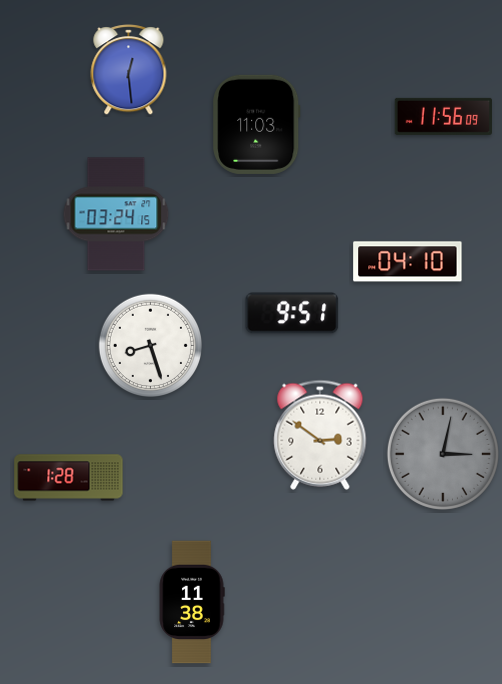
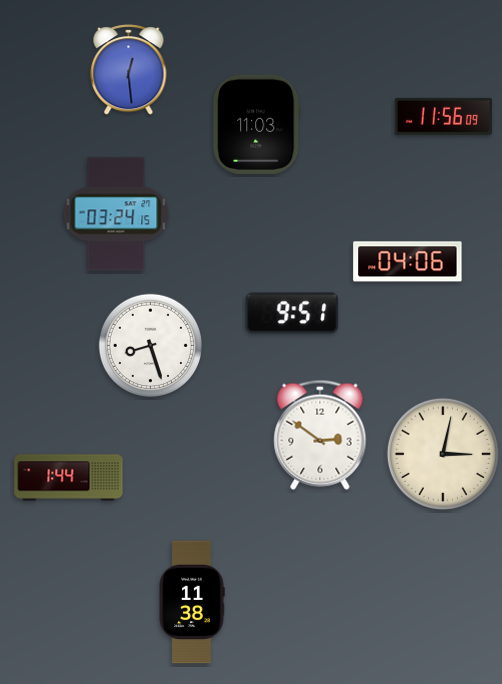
clock at (408, 262): 04:10 -> 04:06
clock at (443, 454) dial: grey -> cream
clock at (69, 478): 1:28 -> 1:44
